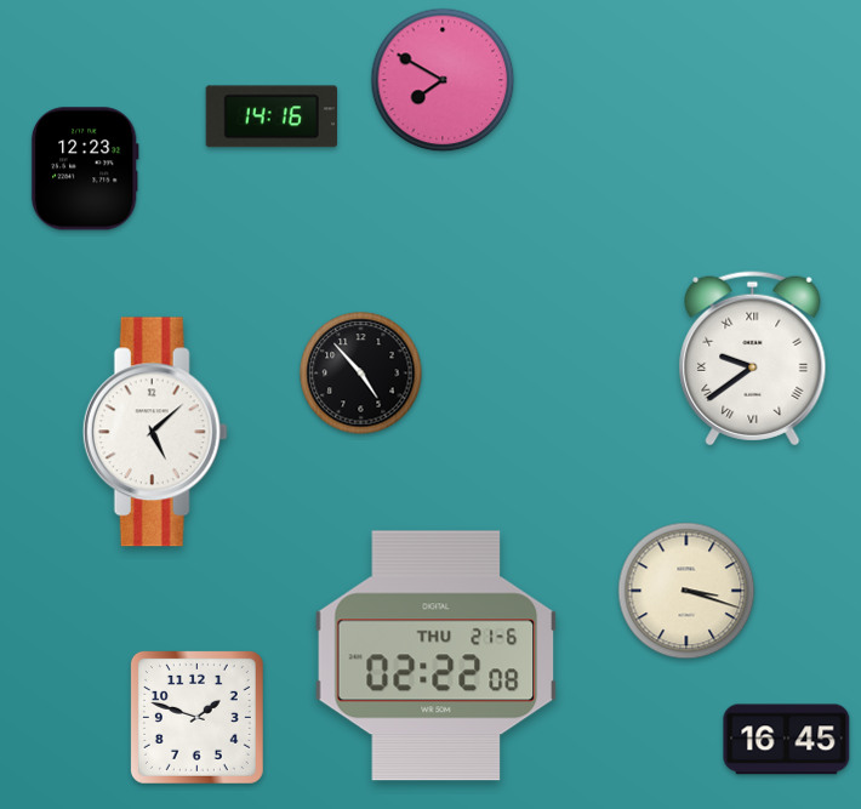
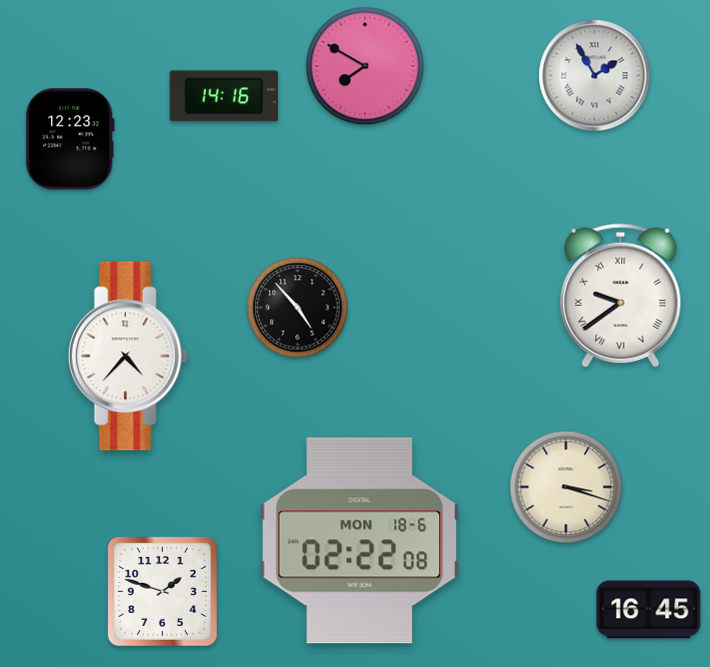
clock at (595, 76): none -> 1:55
clock at (155, 432): 5:08 -> 4:37
clock at (437, 656) date: THU 21-6 -> MON 18-6
